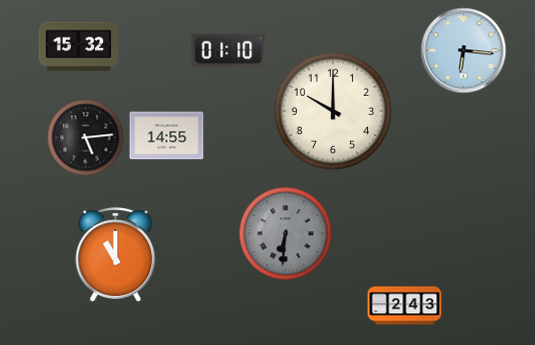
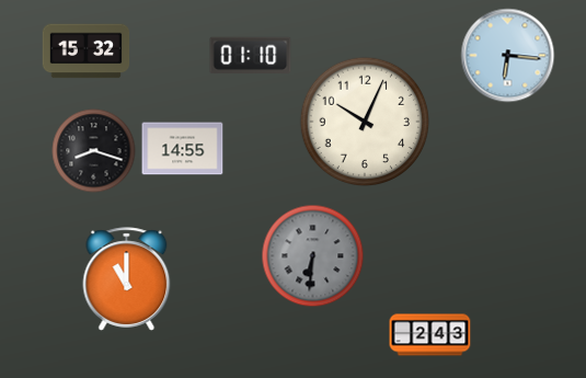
clock at (333, 111): 10:00 -> 10:04
clock at (86, 138): 5:14 -> 8:18
clock at (405, 306) position: (405, 306) -> (430, 335)
